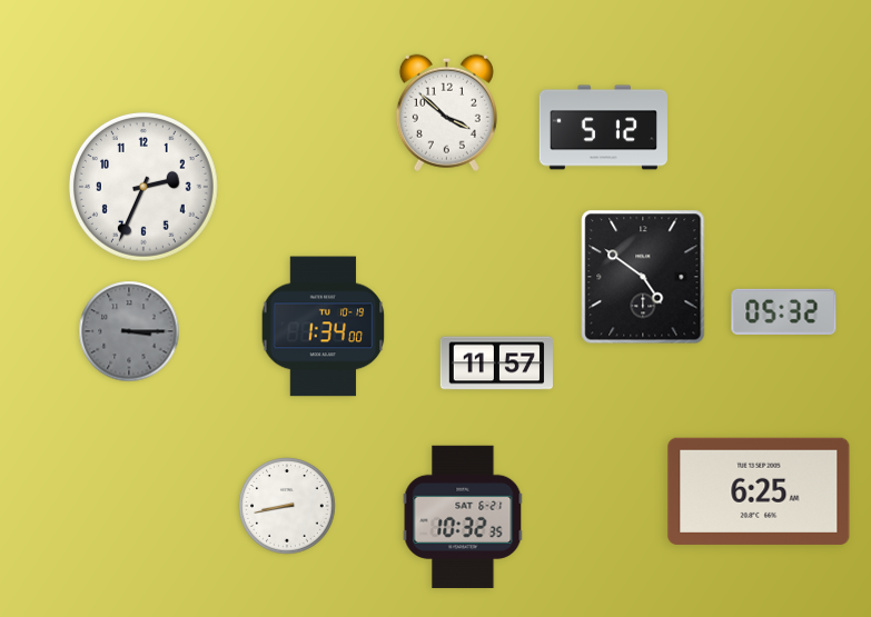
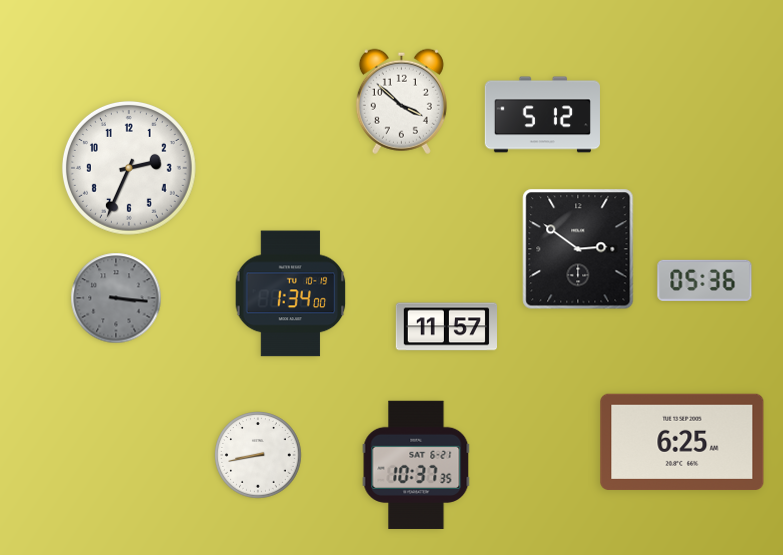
clock at (643, 277): 4:51 -> 2:51
clock at (784, 311): 05:32 -> 05:36
clock at (129, 331): 3:15 -> 3:16
clock at (463, 517): 10:32 -> 10:37
